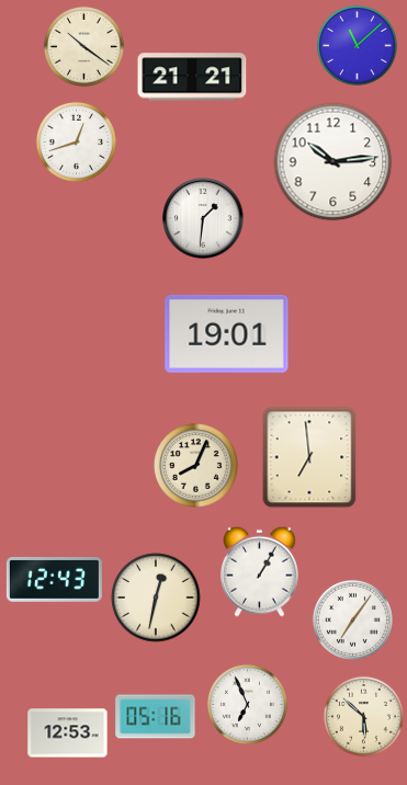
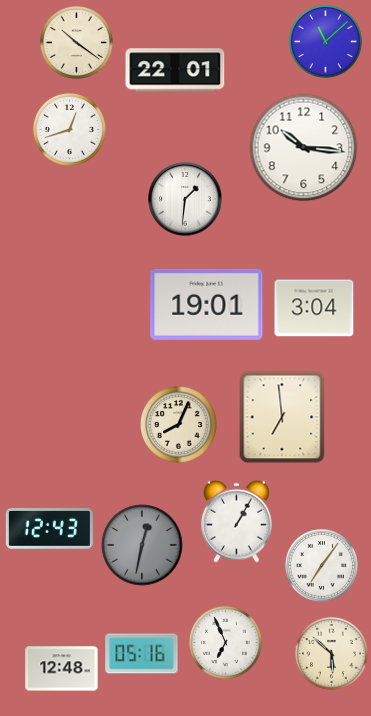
clock at (192, 77): 21:21 -> 22:01
clock at (333, 162): 10:14 -> 10:16
clock at (314, 308): none -> 3:04
clock at (156, 598) dial: cream -> grey
clock at (68, 733): 12:53 -> 12:48
